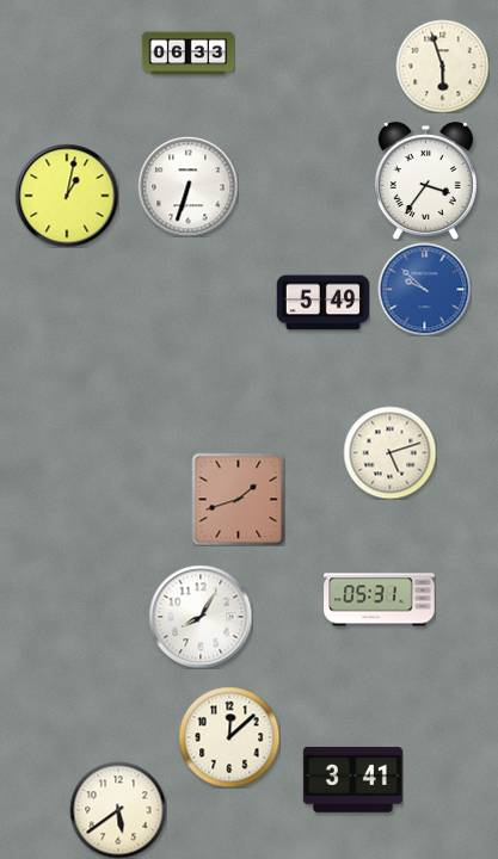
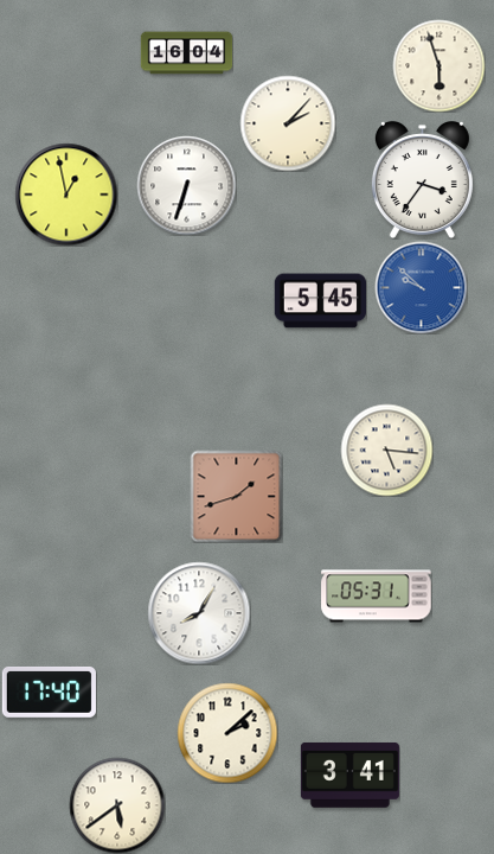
clock at (187, 54): 06:33 -> 16:04
clock at (288, 123): none -> 2:07
clock at (67, 196): 1:02 -> 12:58
clock at (322, 303): 5:49 -> 5:45
clock at (389, 452): 5:12 -> 5:16
clock at (49, 692): none -> 17:40
clock at (229, 737): 12:08 -> 2:08
